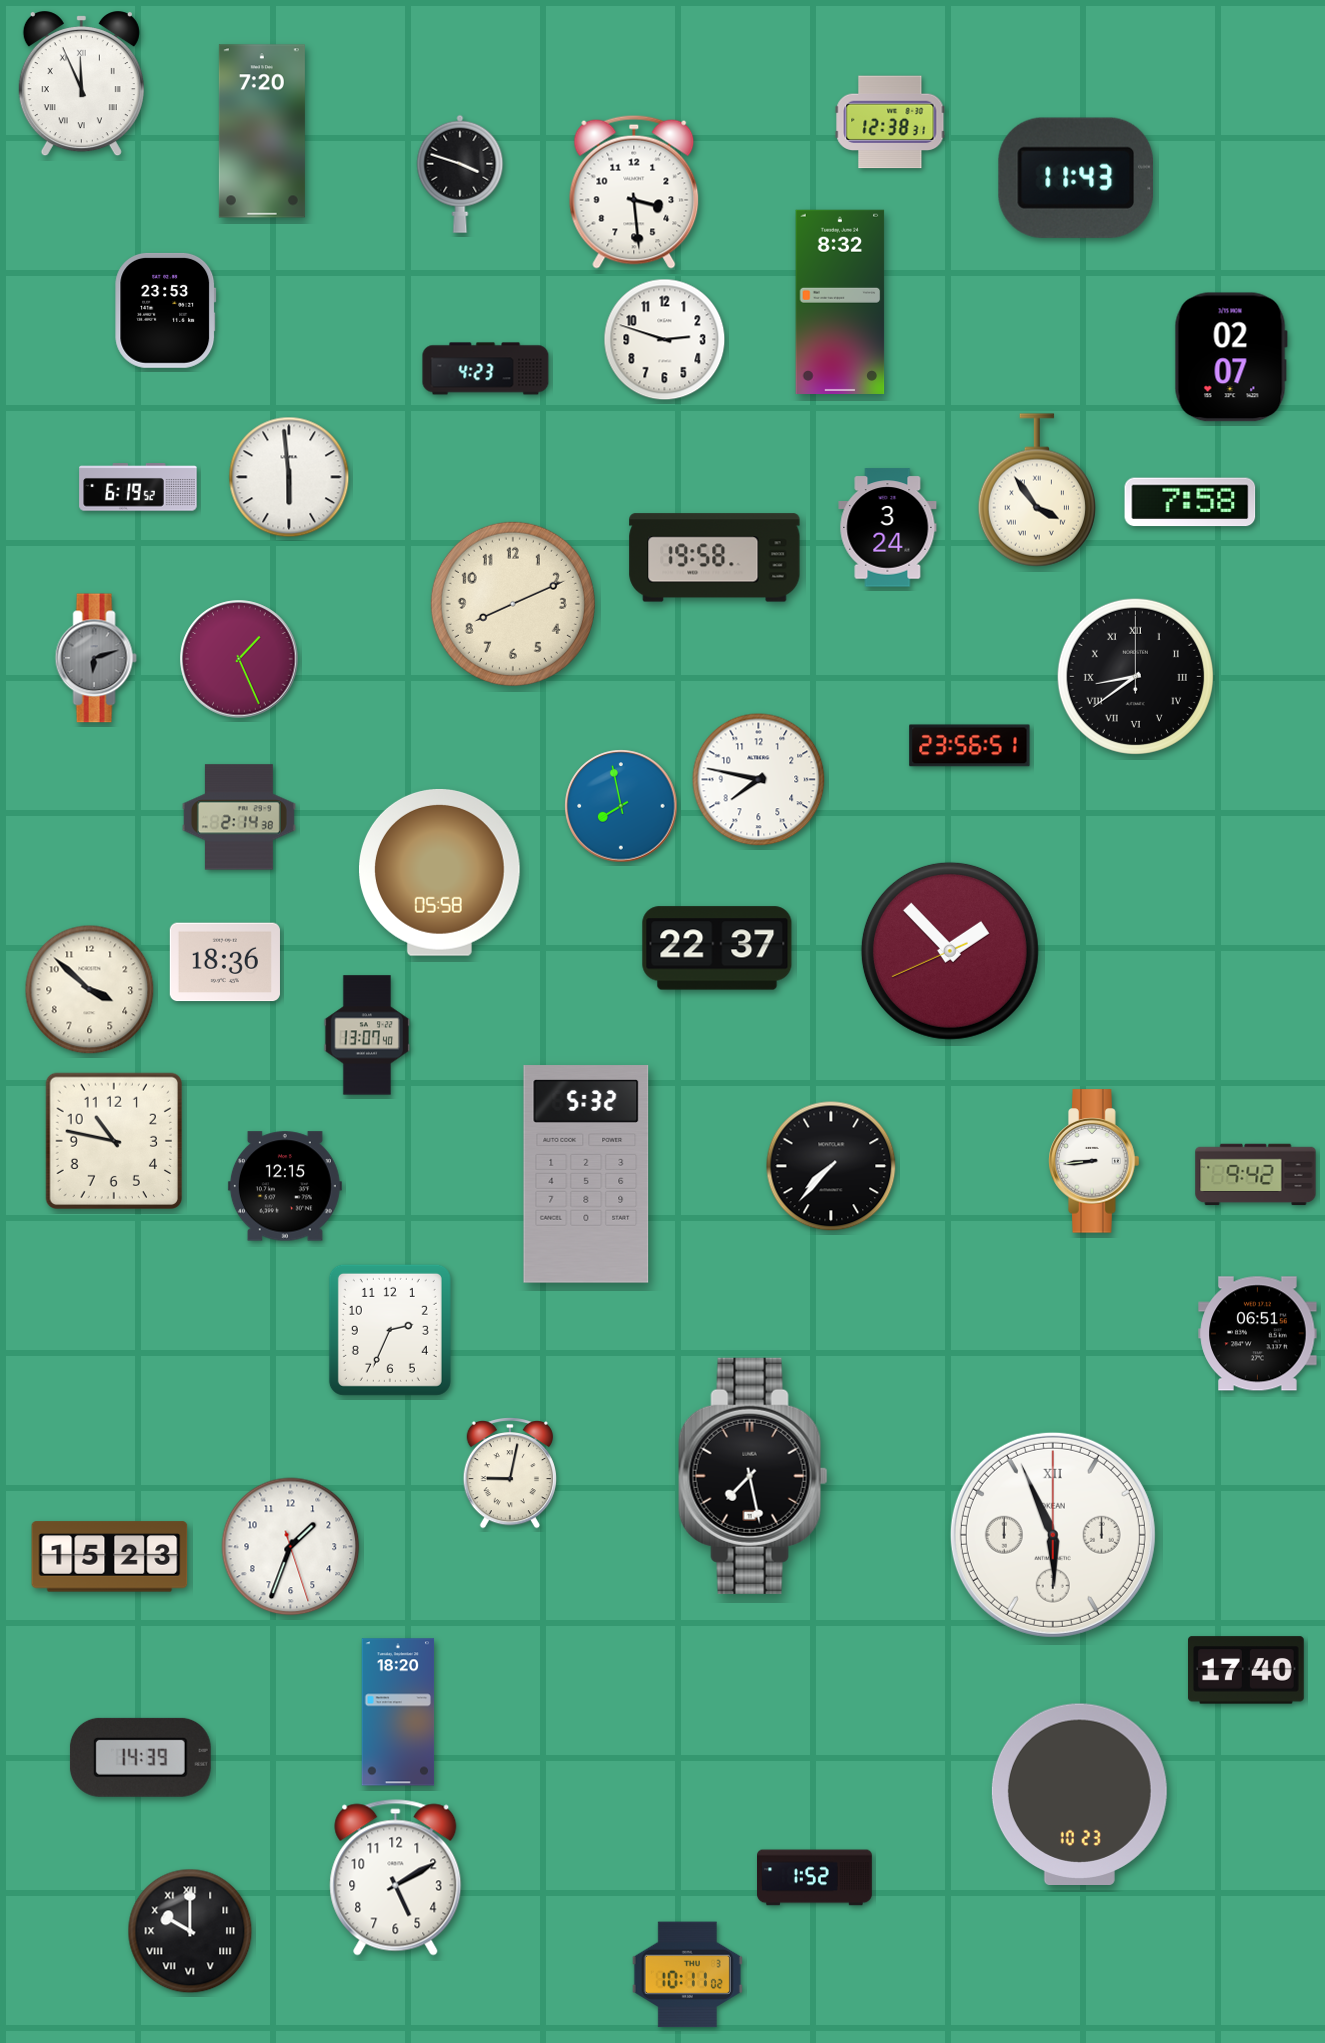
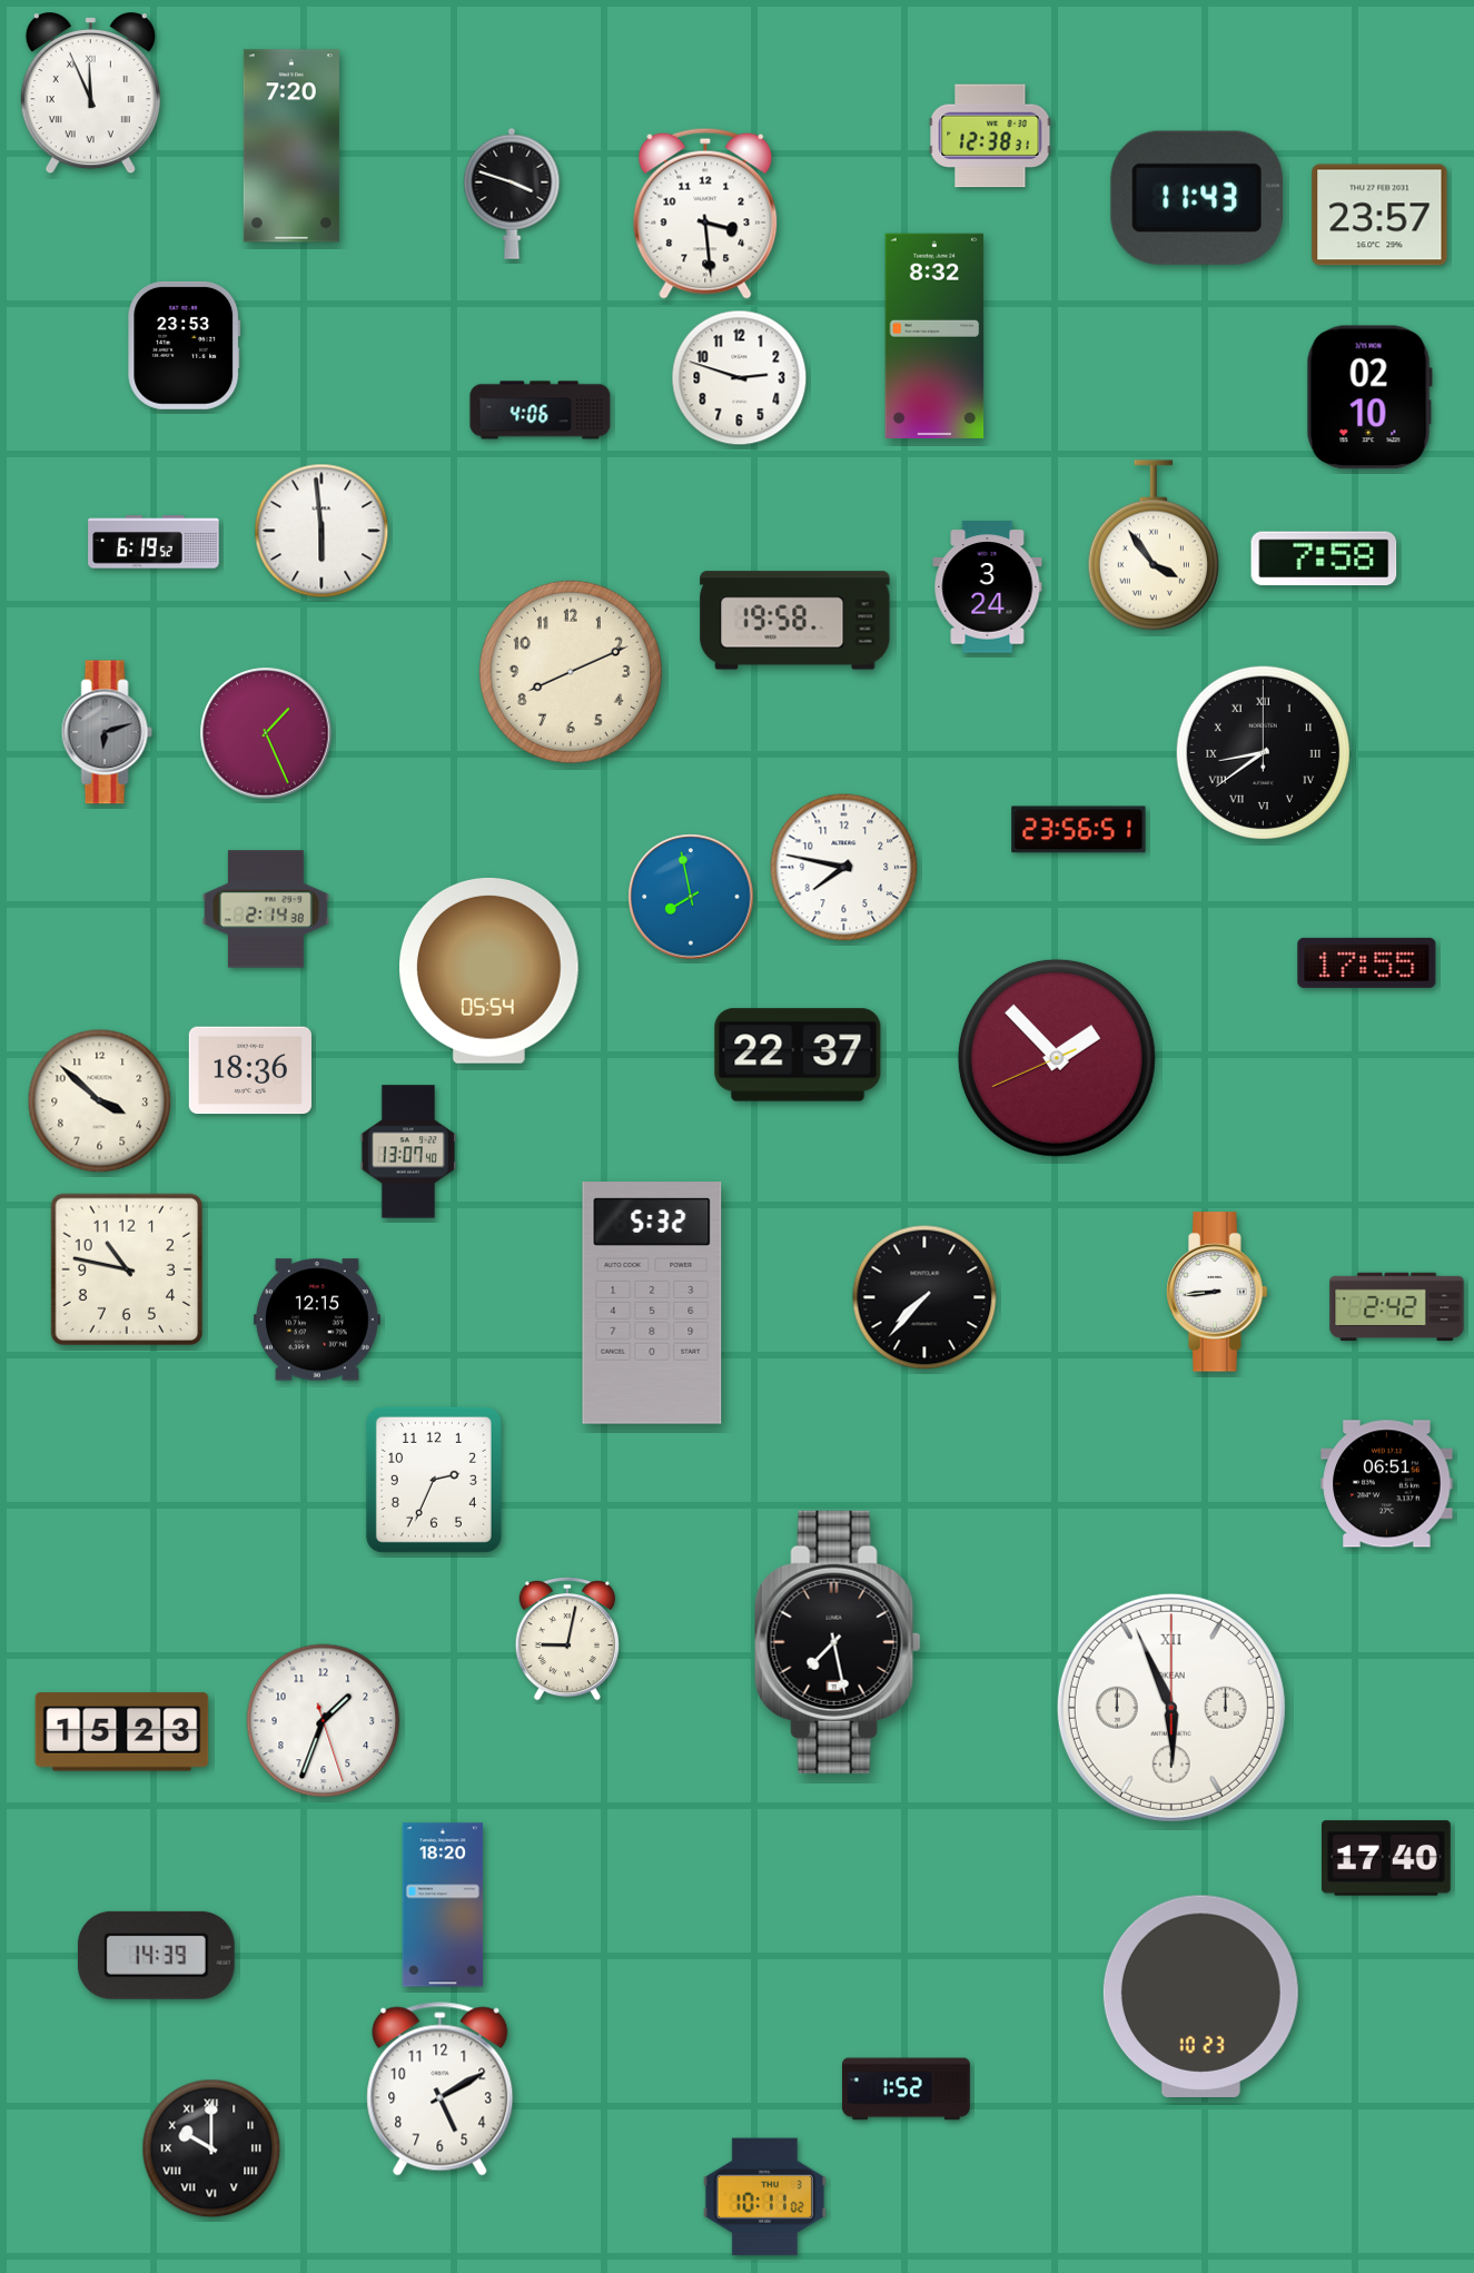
clock at (1379, 215): none -> 23:57
clock at (1231, 357): 02:07 -> 02:10
clock at (486, 369): 4:23 -> 4:06
clock at (1367, 962): none -> 17:55
clock at (440, 872): 05:58 -> 05:54
clock at (586, 1174) position: (586, 1174) -> (652, 1303)
clock at (1256, 1175): 9:42 -> 2:42
clock at (1258, 1334) position: (1258, 1334) -> (1387, 1484)
